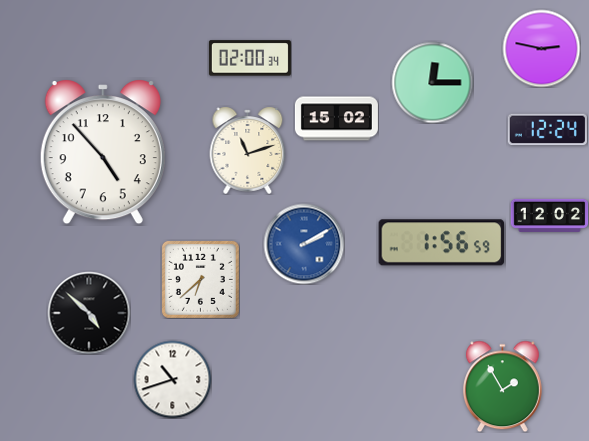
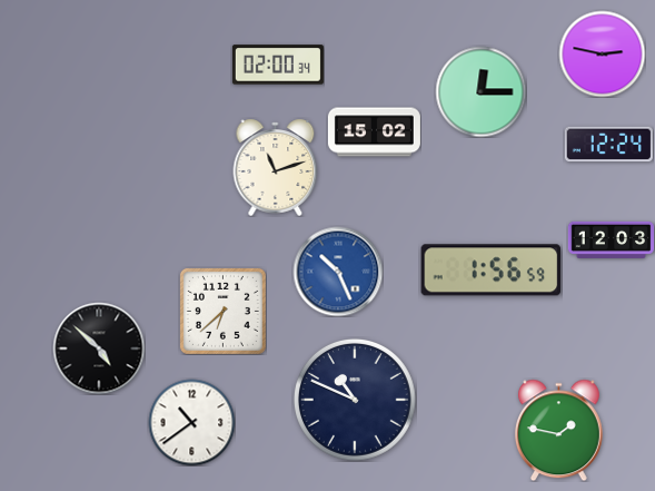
clock at (103, 152): 4:53 -> none
clock at (549, 215): 12:02 -> 12:03
clock at (304, 244): 2:10 -> 10:26
clock at (355, 400): none -> 10:49
clock at (172, 379): 10:42 -> 10:39
clock at (502, 386): 1:55 -> 1:47
